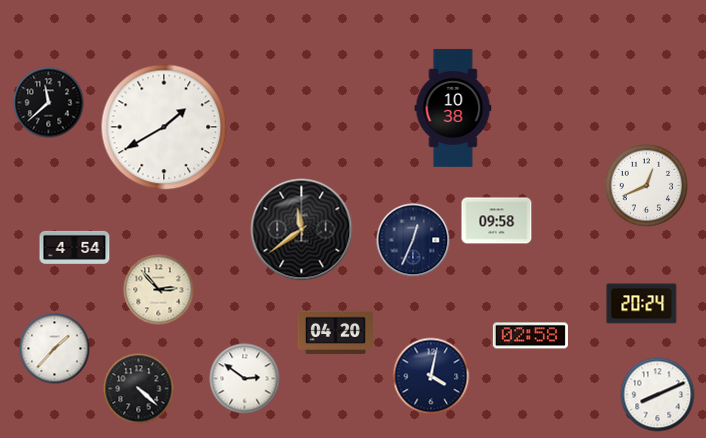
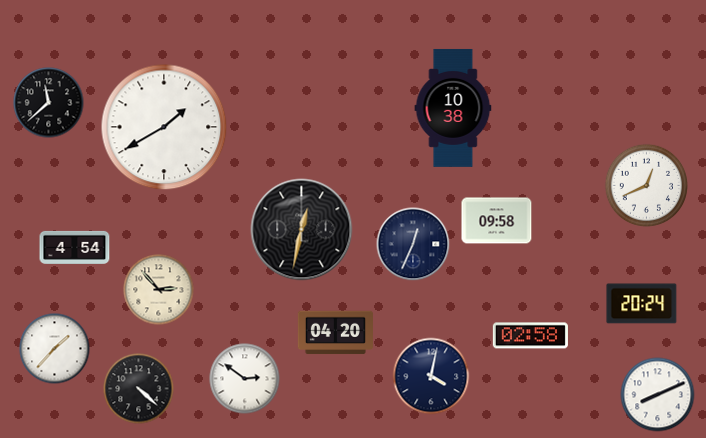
clock at (302, 230): 11:39 -> 12:32
clock at (413, 240) position: (413, 240) -> (413, 244)
